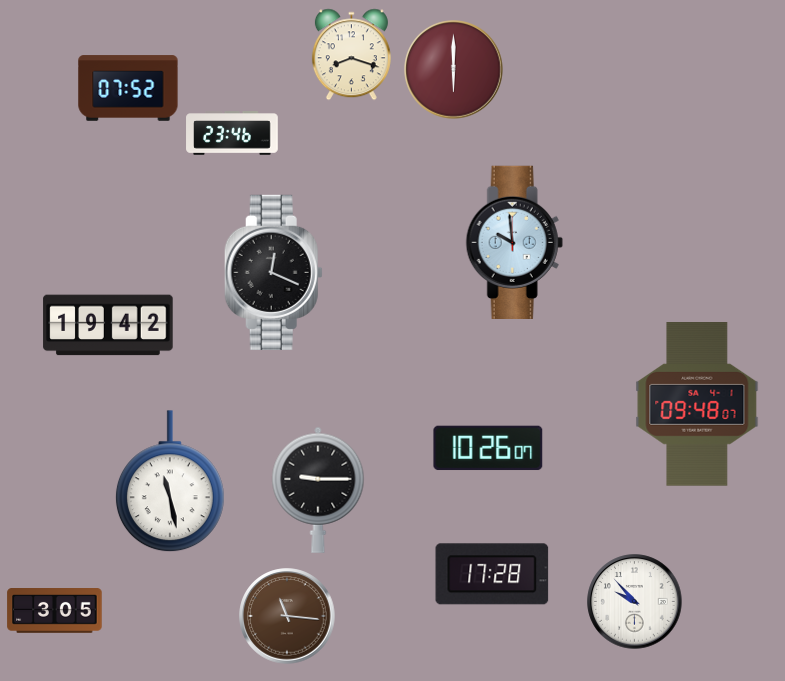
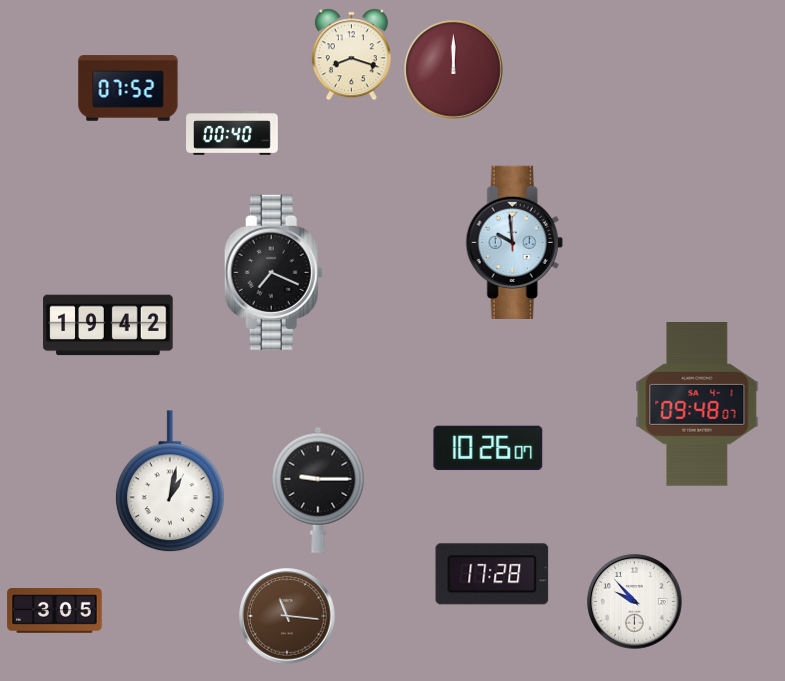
clock at (454, 70): 6:00 -> 12:00
clock at (232, 133): 23:46 -> 00:40
clock at (273, 272): 12:19 -> 7:19
clock at (170, 482): 11:28 -> 1:02
